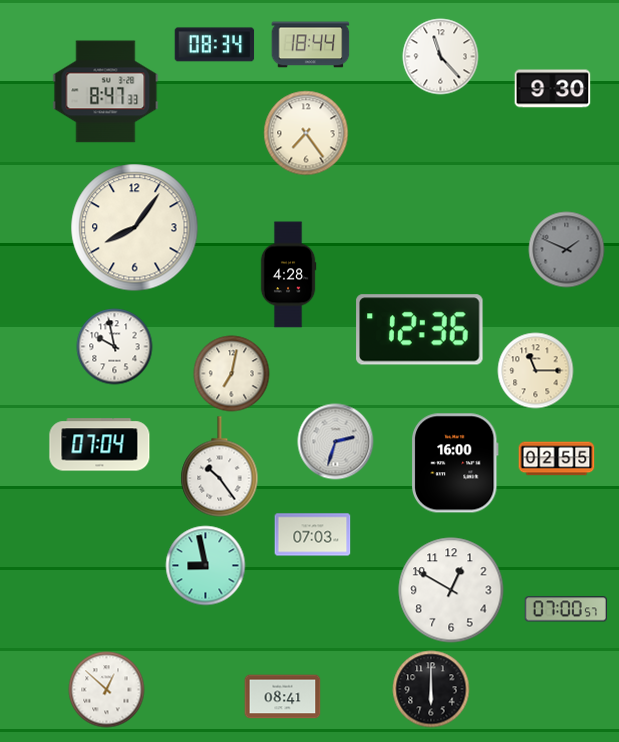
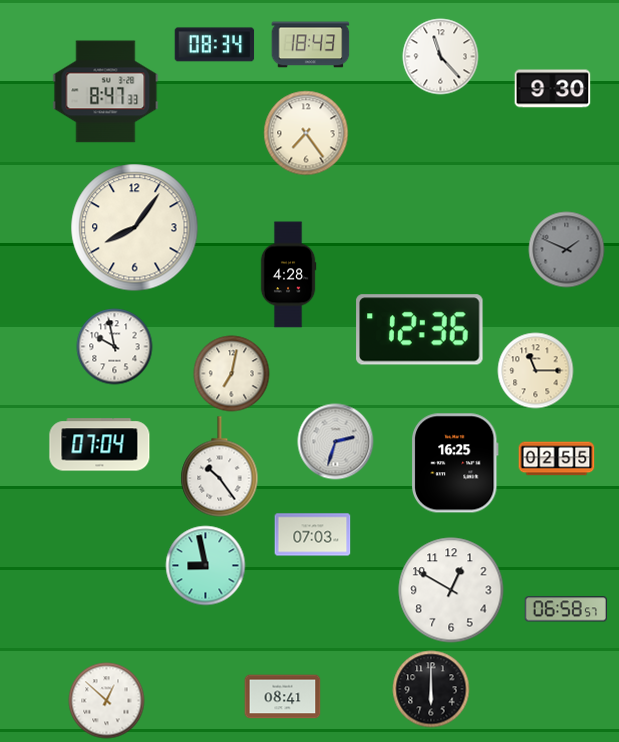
clock at (311, 45): 18:44 -> 18:43
clock at (456, 463): 16:00 -> 16:25
clock at (566, 609): 07:00 -> 06:58
clock at (107, 690) position: (107, 690) -> (107, 701)
